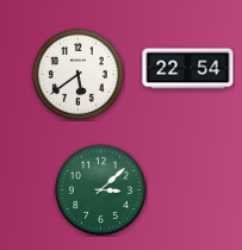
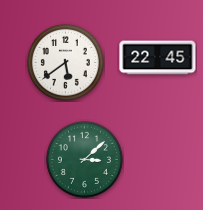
clock at (188, 69): 22:54 -> 22:45
